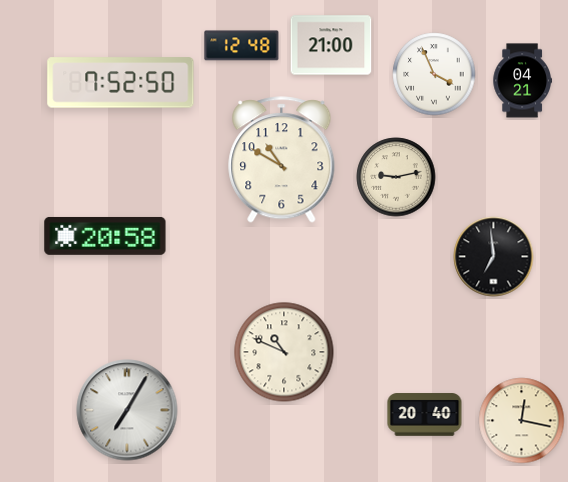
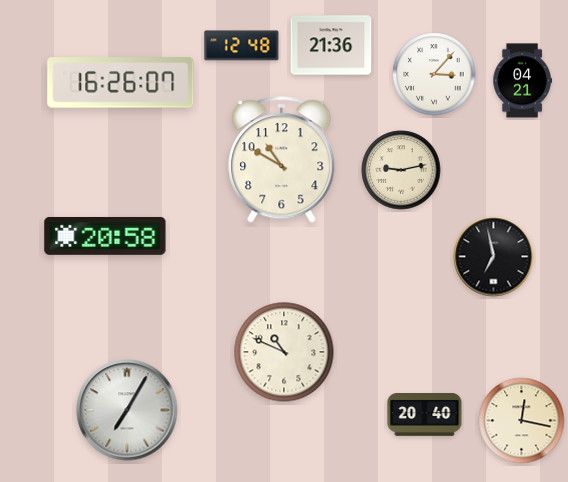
clock at (331, 45): 21:00 -> 21:36
clock at (434, 74): 3:56 -> 3:07
clock at (121, 83): 7:52 -> 16:26
clock at (396, 177) position: (396, 177) -> (401, 170)
clock at (494, 257): 6:59 -> 6:58
